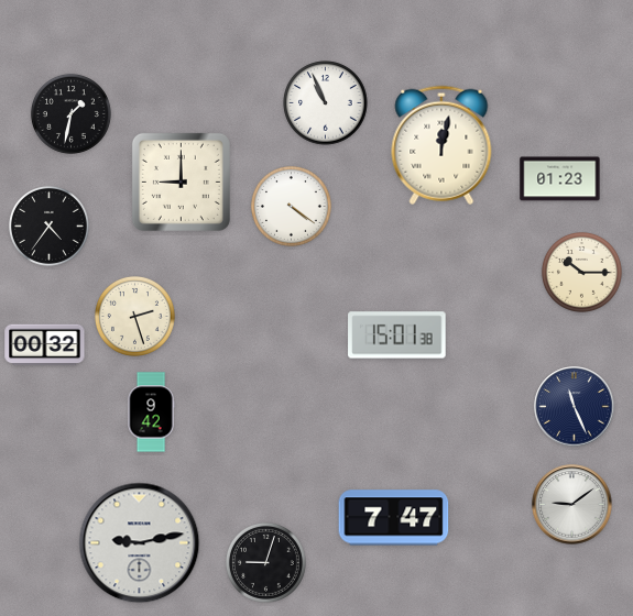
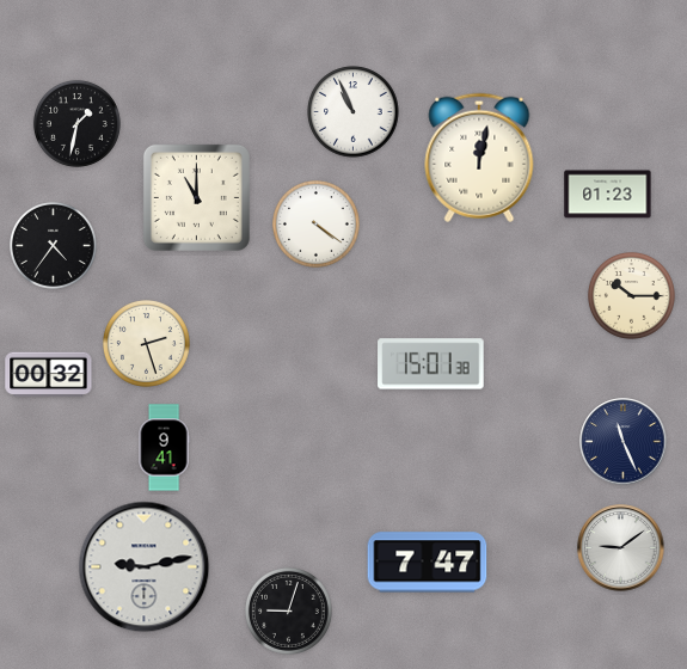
clock at (181, 182): 9:00 -> 11:00
clock at (151, 413): 9:42 -> 9:41
clock at (140, 543) position: (140, 543) -> (145, 567)
